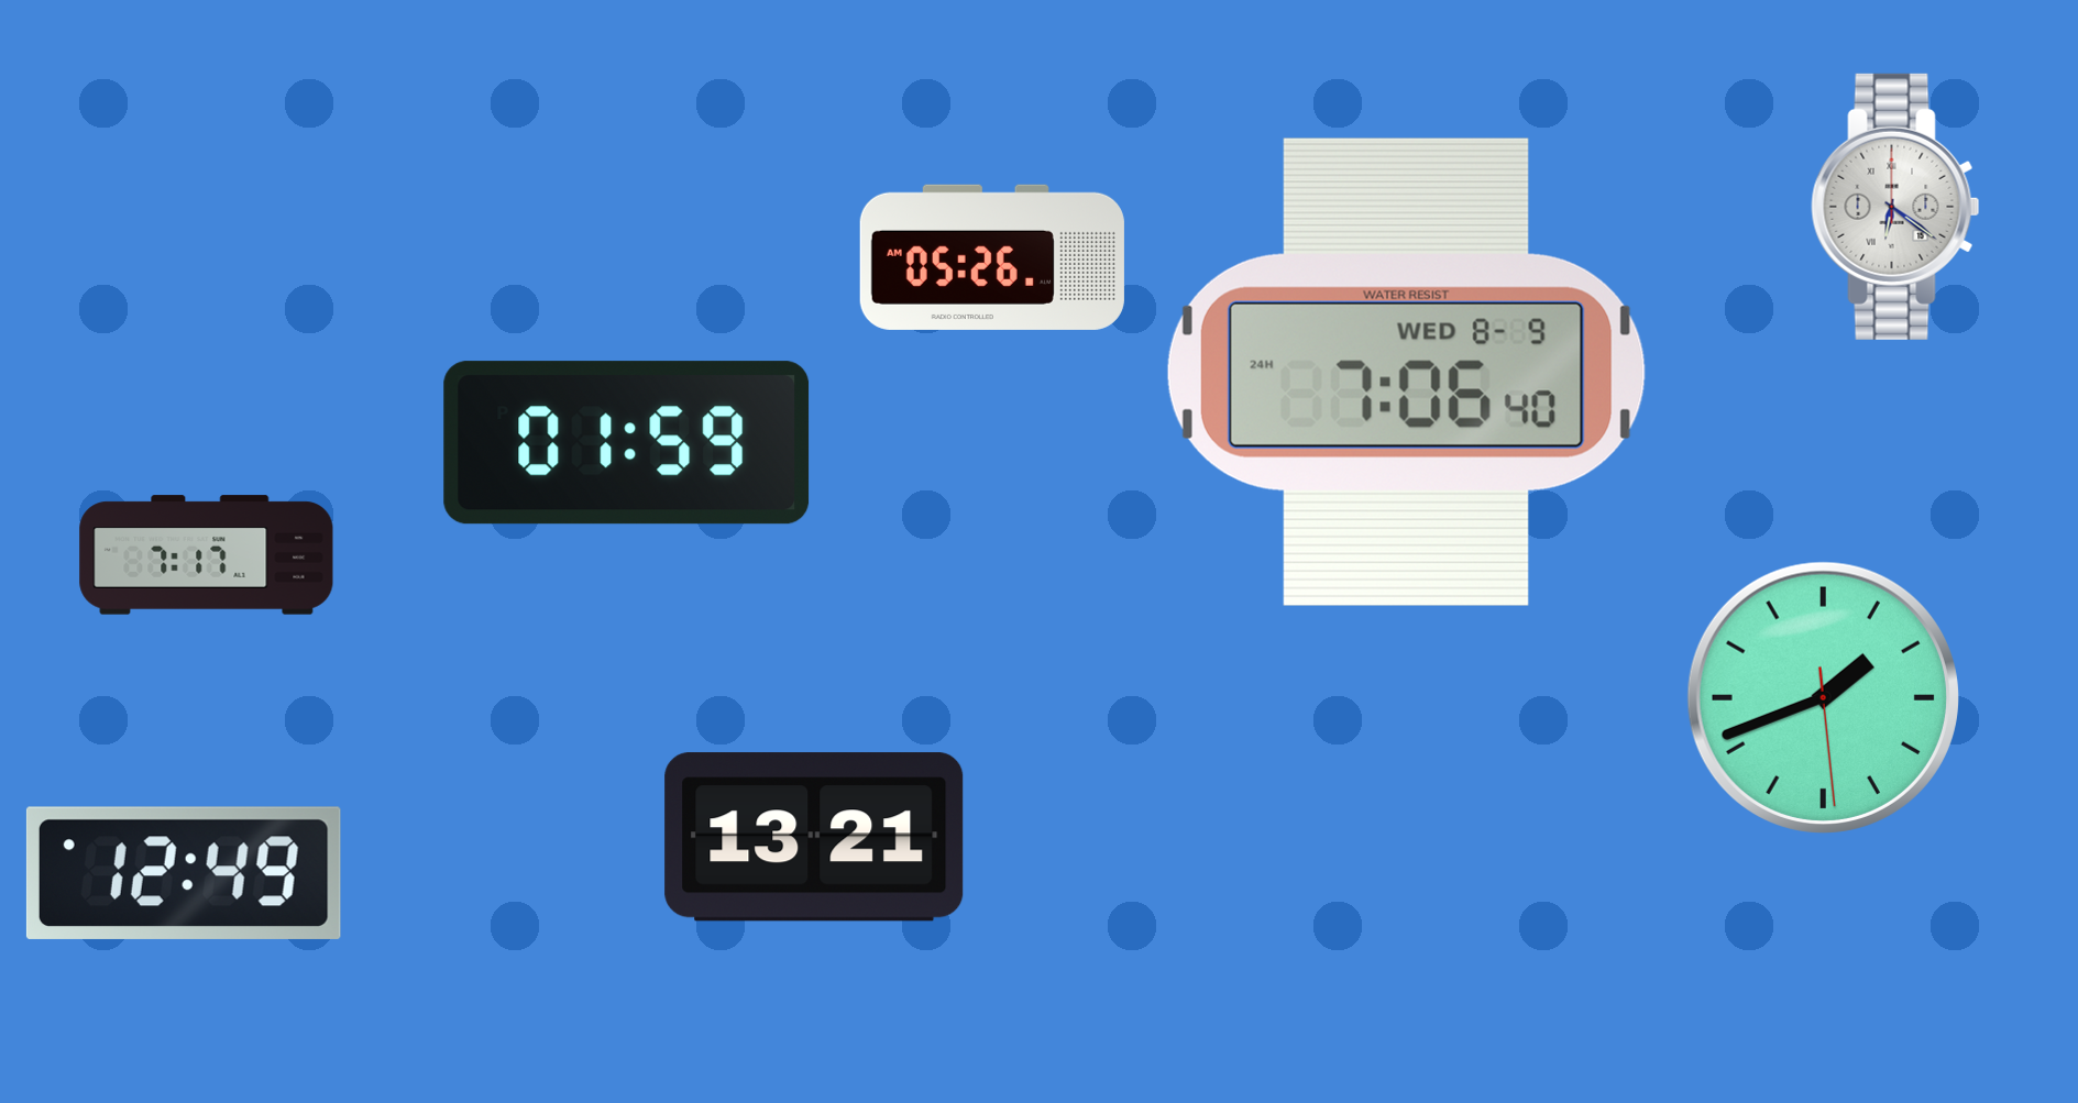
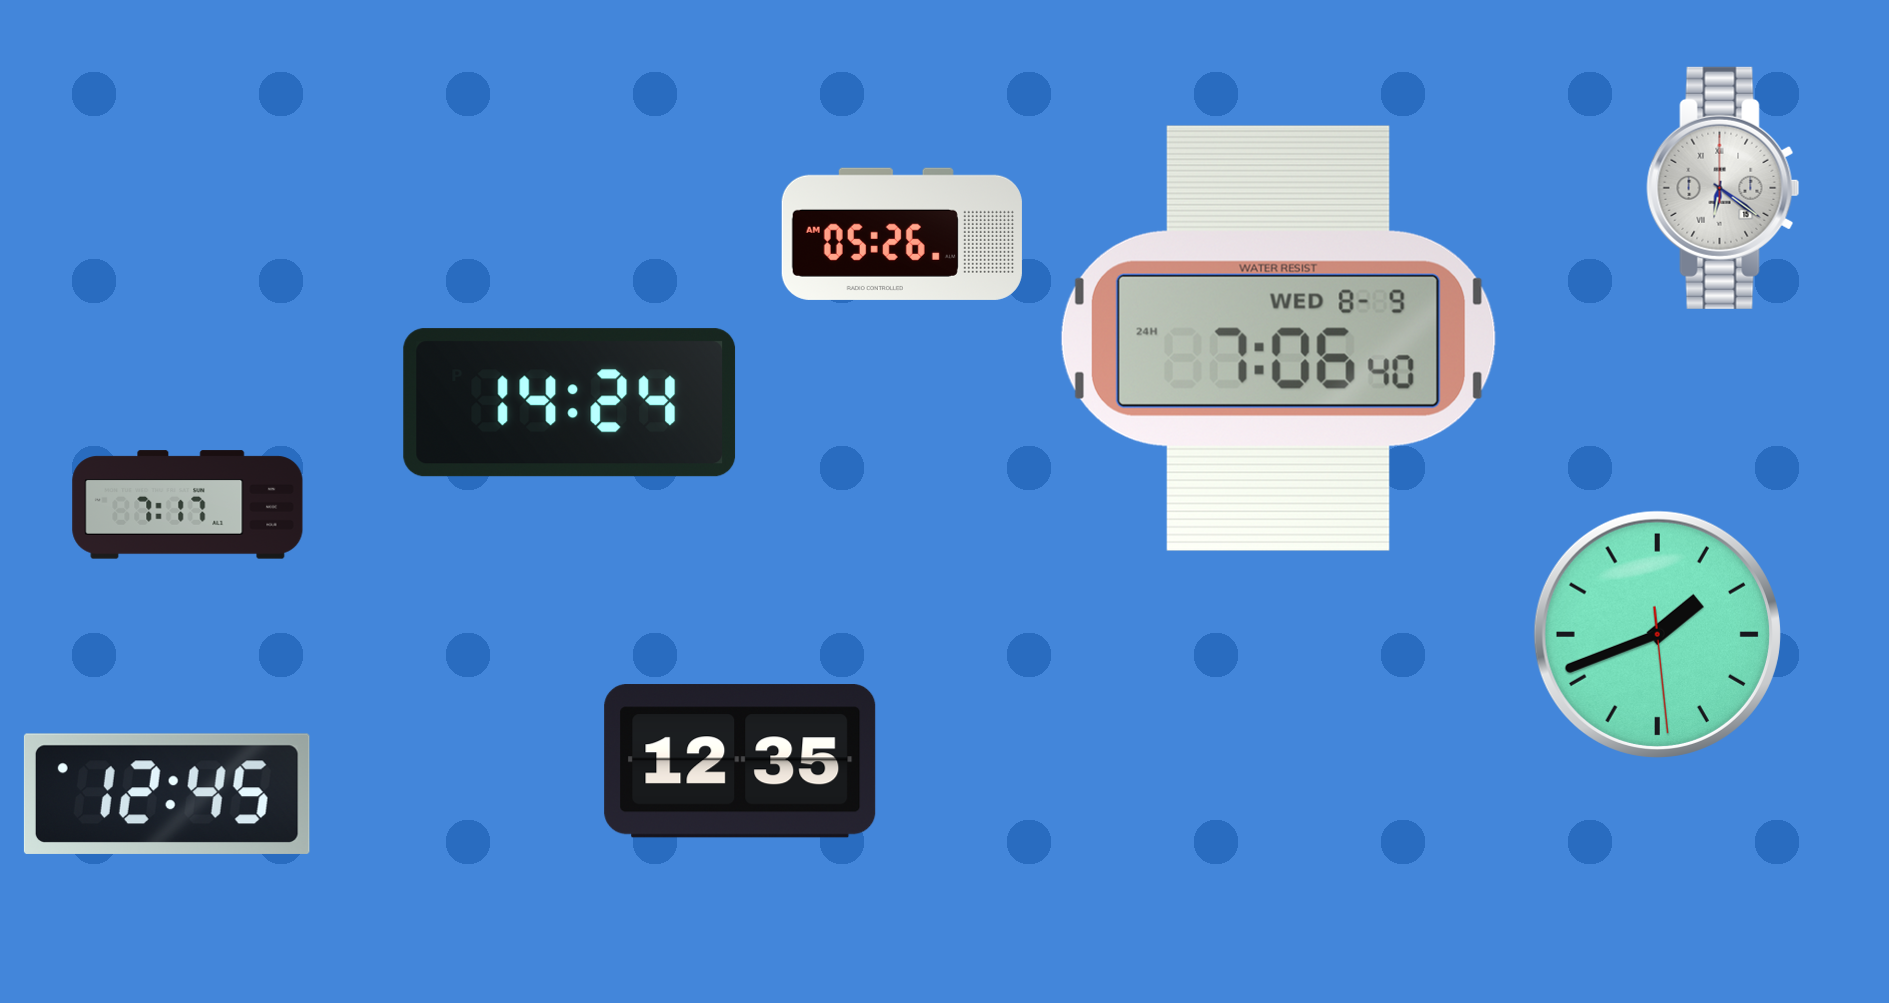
clock at (627, 443): 01:59 -> 14:24
clock at (814, 837): 13:21 -> 12:35
clock at (184, 873): 12:49 -> 12:45
